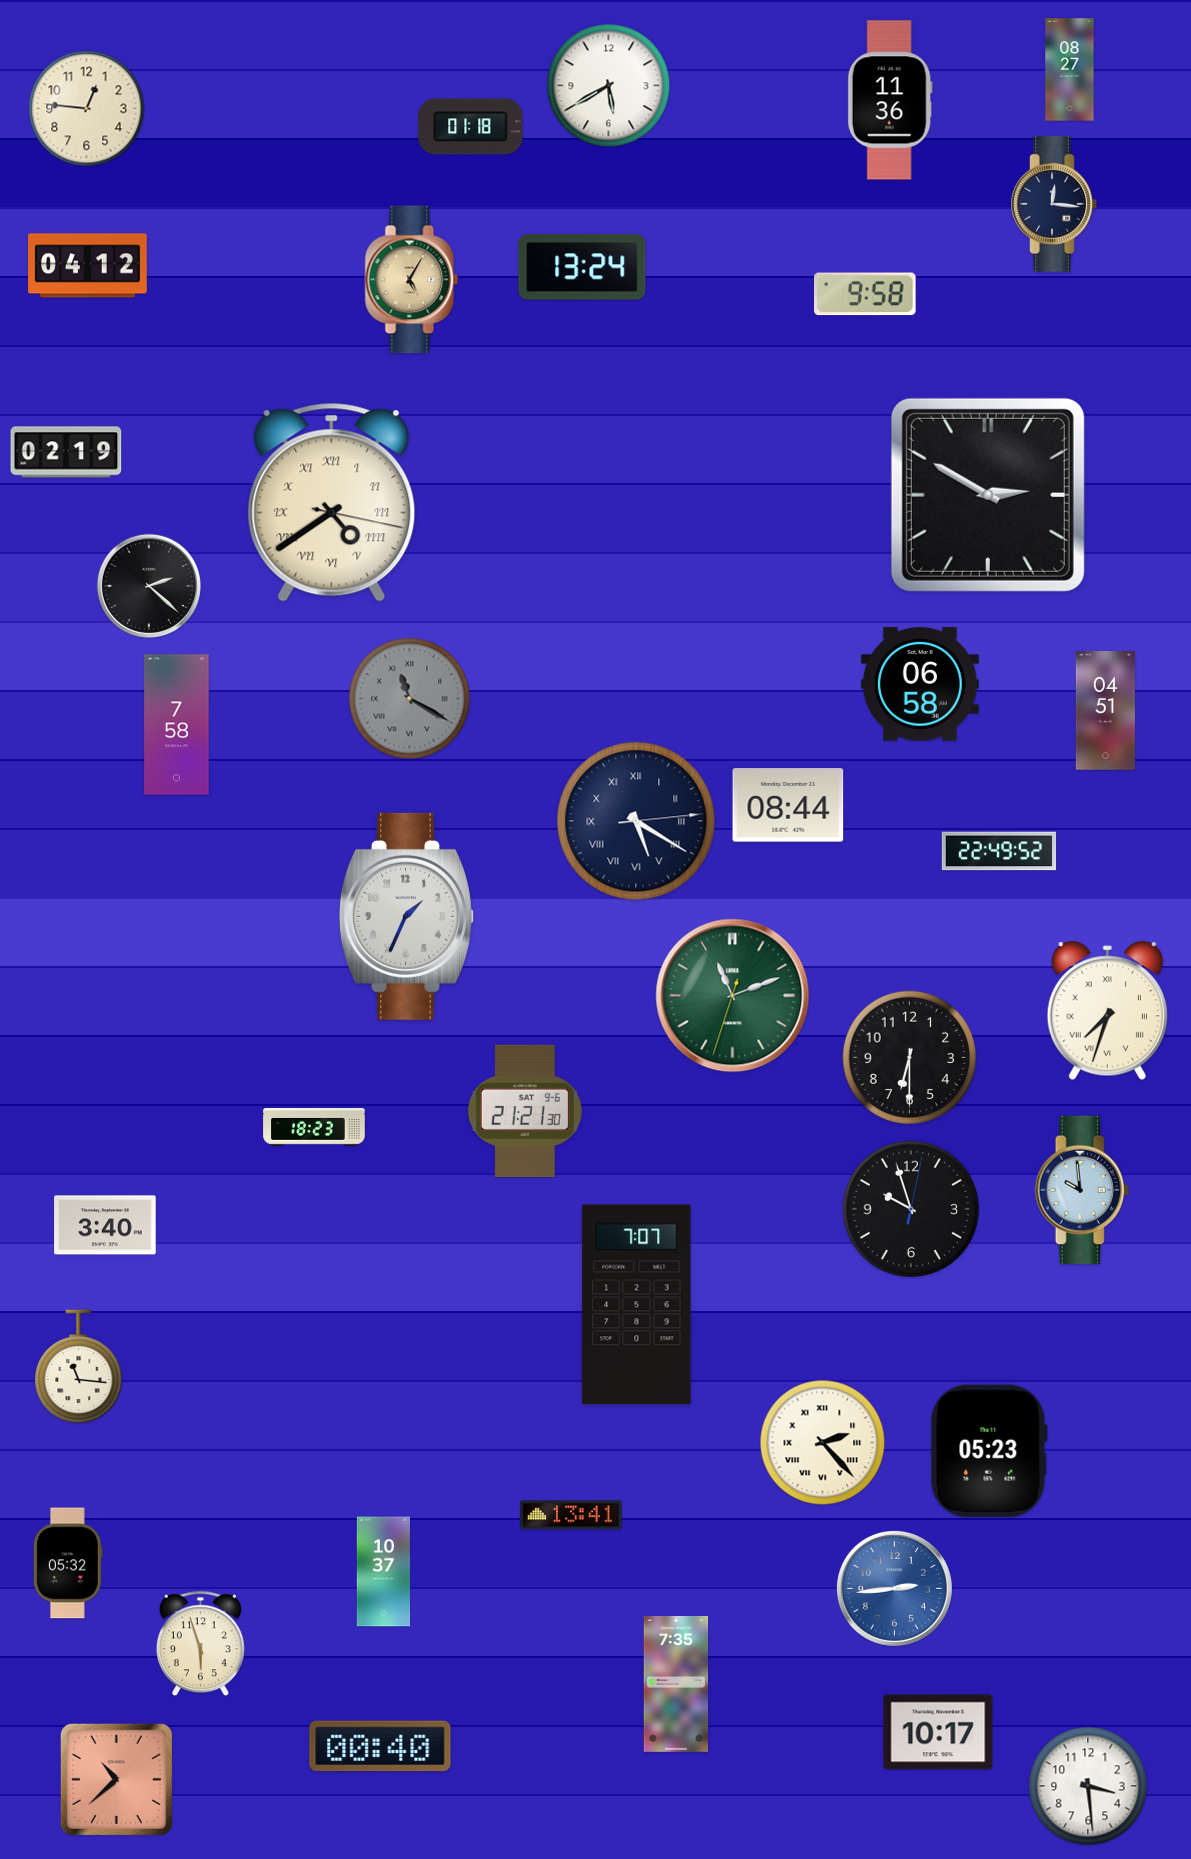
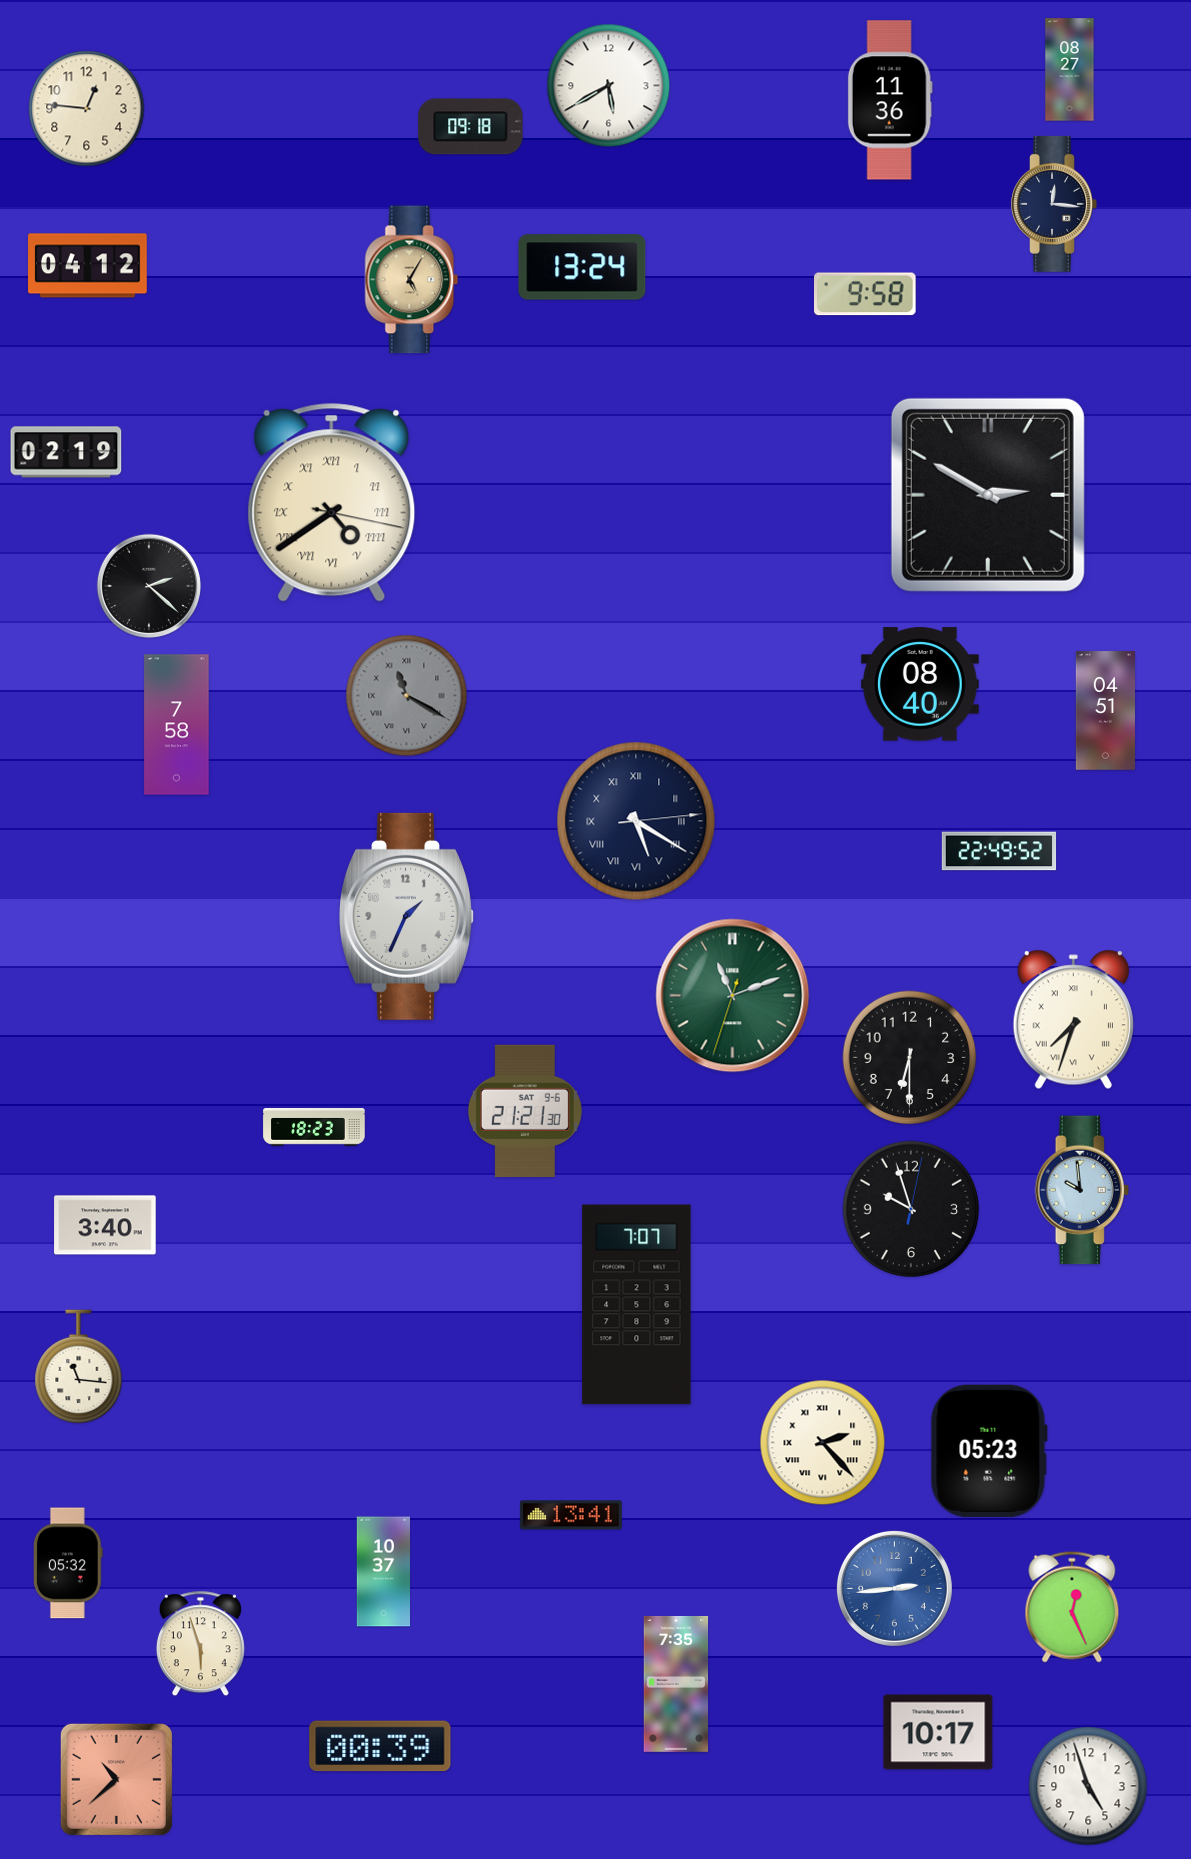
clock at (471, 127): 01:18 -> 09:18
clock at (920, 684): 06:58 -> 08:40
clock at (410, 699) position: (410, 699) -> (407, 696)
clock at (788, 805): 08:44 -> none
clock at (1107, 1011) position: (1107, 1011) -> (1073, 1020)
clock at (1072, 1607): none -> 12:26
clock at (380, 1746): 00:40 -> 00:39
clock at (1088, 1786): 3:29 -> 4:57
